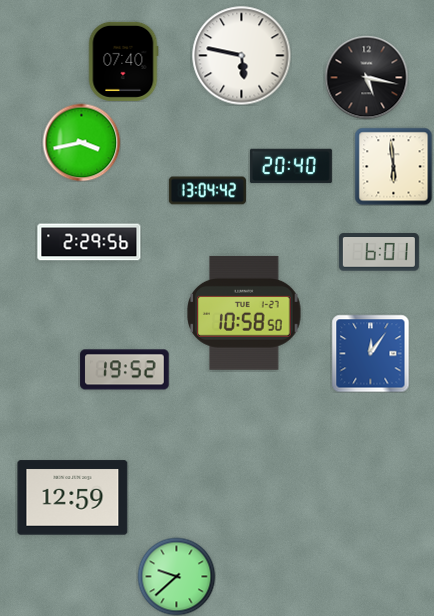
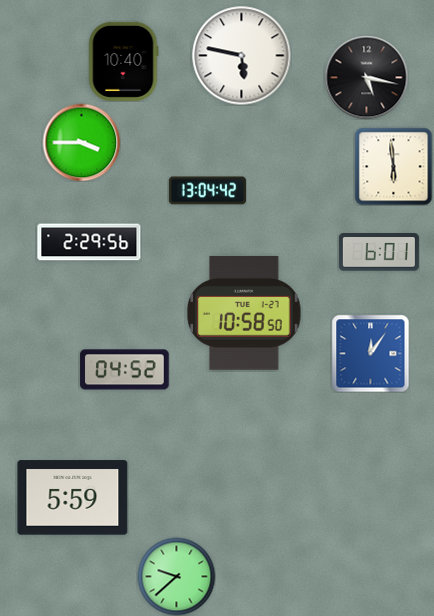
clock at (123, 61): 07:40 -> 10:40
clock at (81, 142): 3:43 -> 3:45
clock at (291, 166): 20:40 -> none
clock at (125, 370): 19:52 -> 04:52
clock at (73, 498): 12:59 -> 5:59
